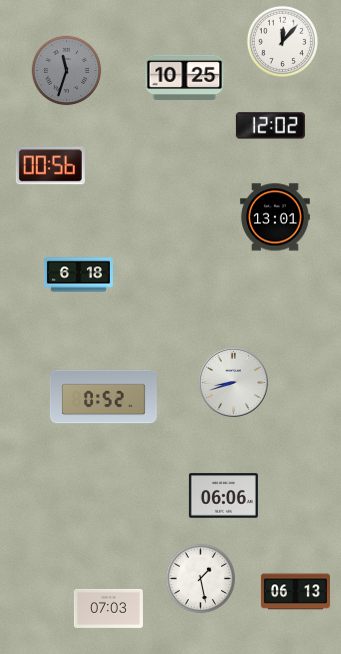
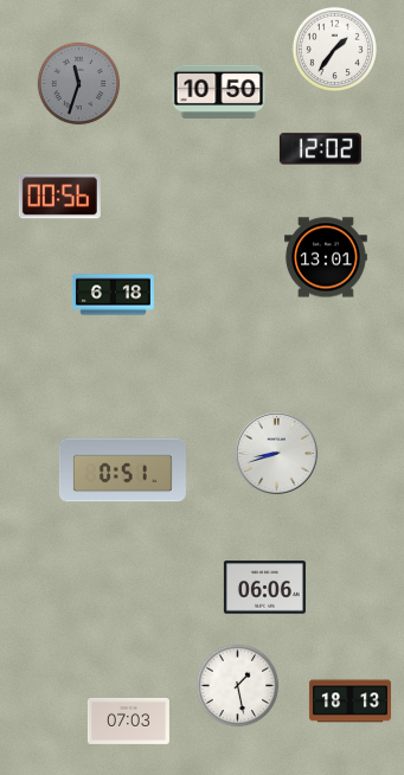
clock at (282, 41): 12:07 -> 1:36
clock at (185, 78): 10:25 -> 10:50
clock at (78, 275) position: (78, 275) -> (113, 295)
clock at (103, 397): 0:52 -> 0:51
clock at (295, 592): 06:13 -> 18:13
